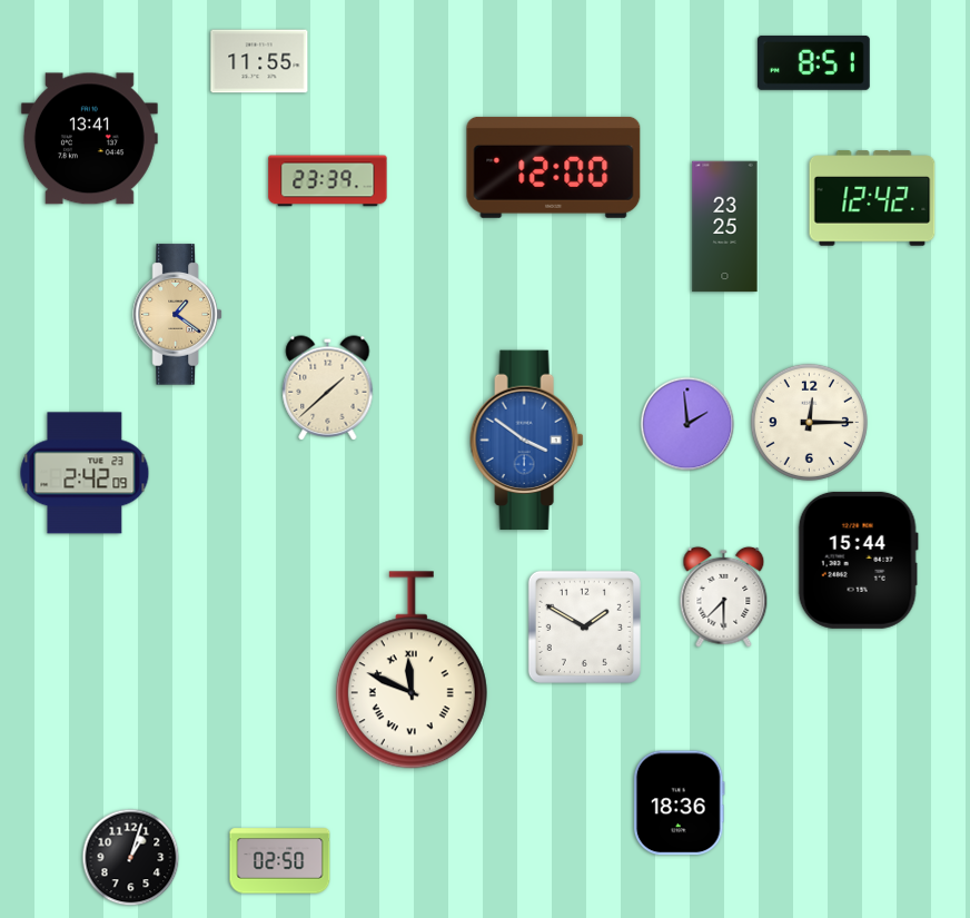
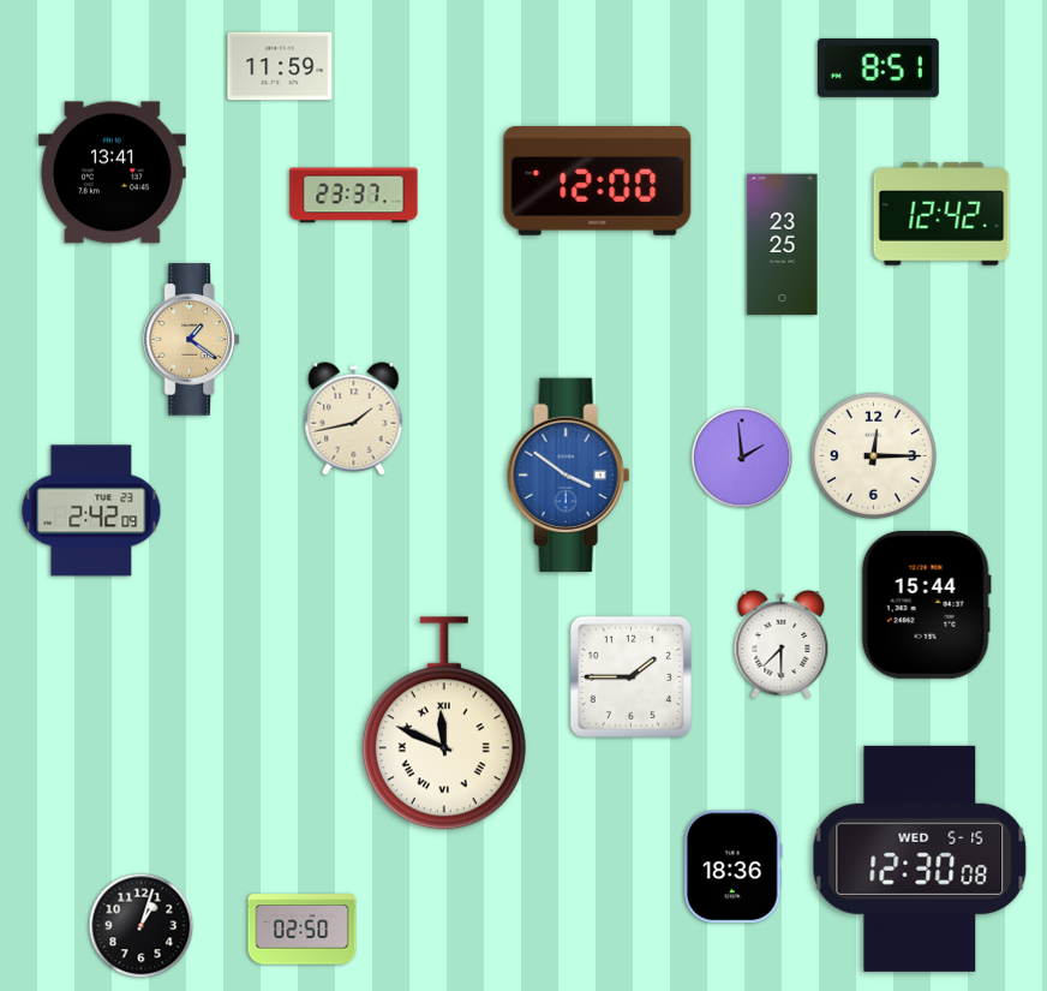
clock at (259, 61): 11:55 -> 11:59
clock at (89, 139) position: (89, 139) -> (112, 173)
clock at (328, 181): 23:39 -> 23:37
clock at (328, 388): 1:38 -> 1:43
clock at (584, 626): 1:50 -> 1:45
clock at (920, 859): none -> 12:30
